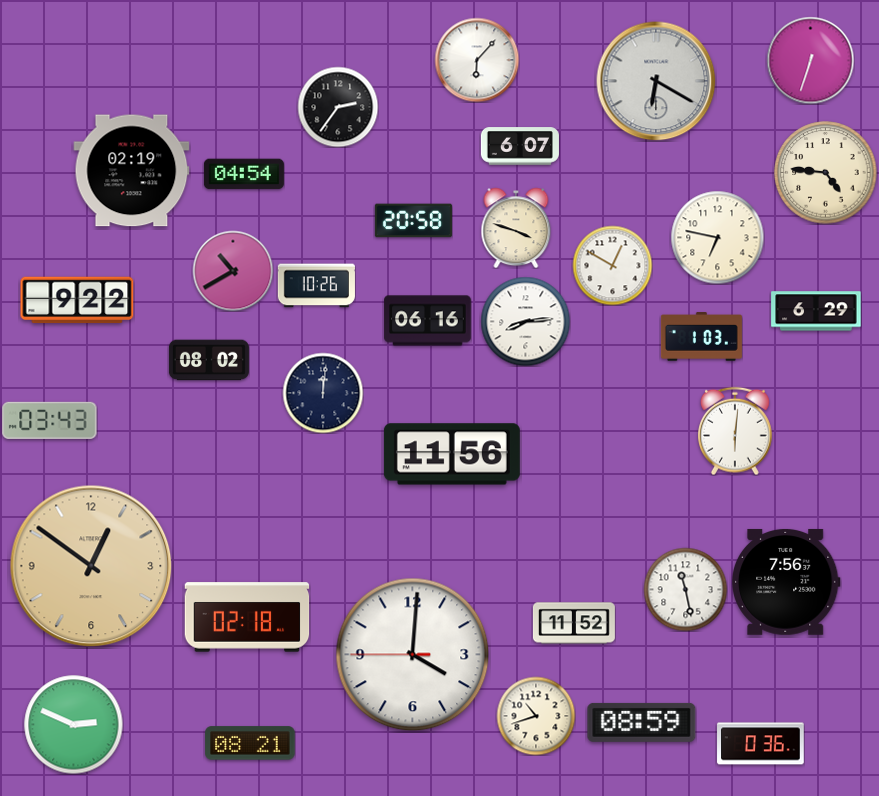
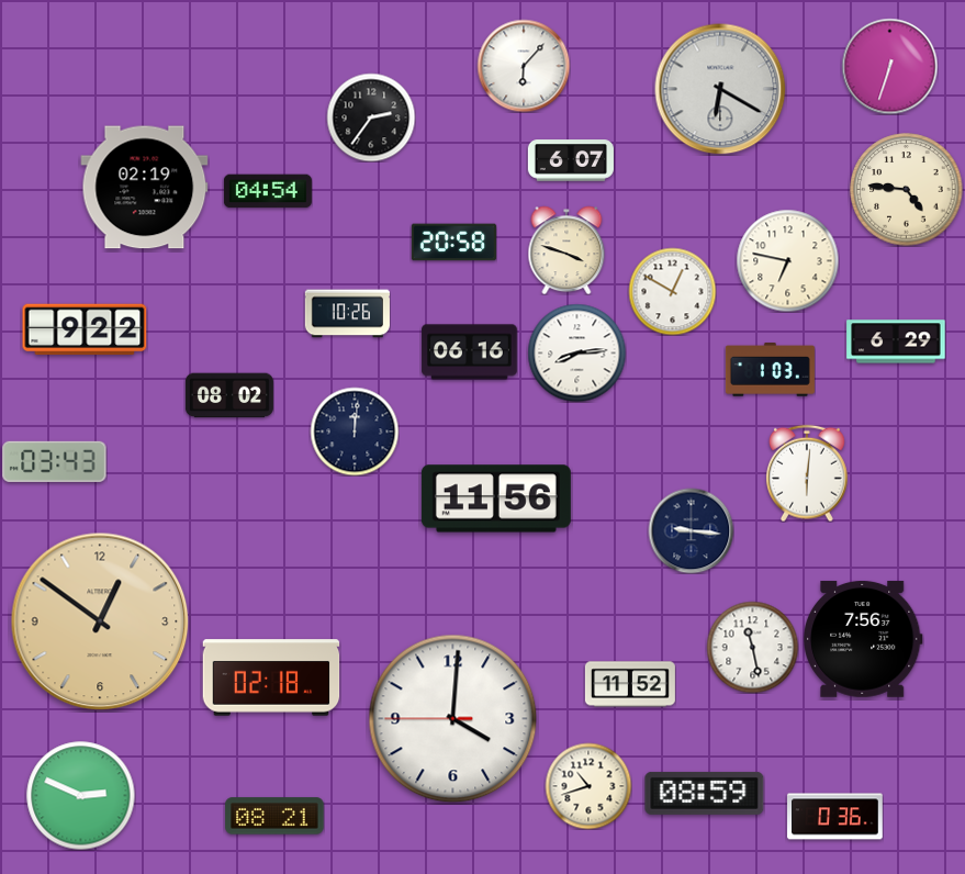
clock at (233, 271): 10:40 -> none
clock at (691, 530): none -> 9:16
